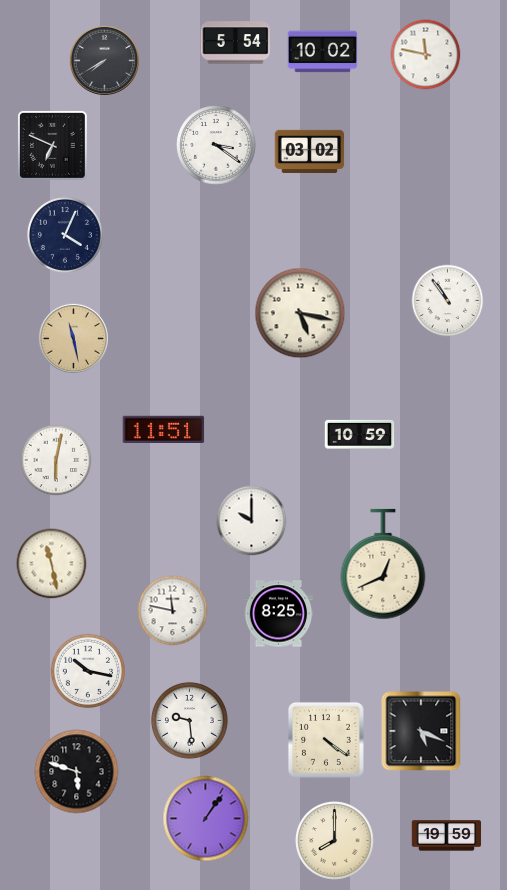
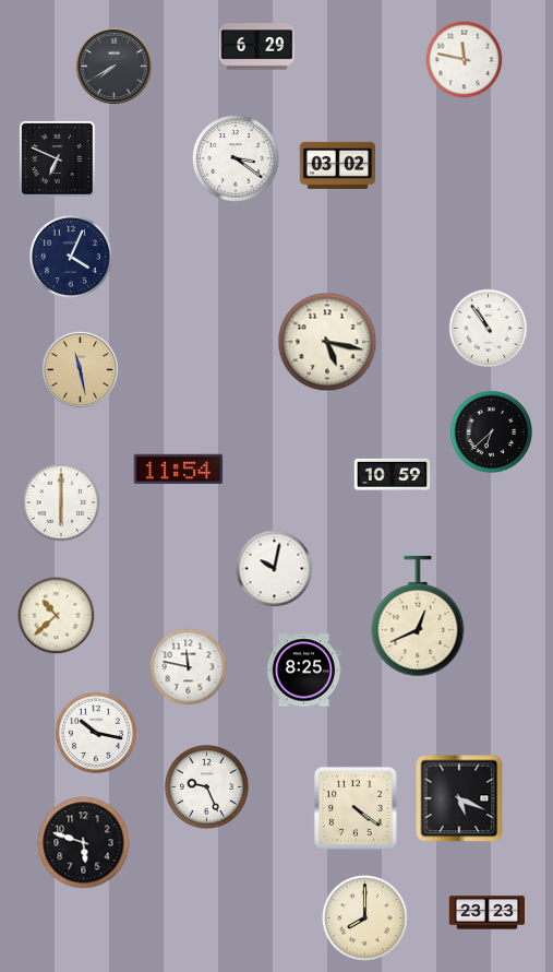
clock at (236, 43): 5:54 -> 6:29
clock at (323, 52): 10:02 -> none
clock at (491, 431): none -> 6:38
clock at (164, 429): 11:51 -> 11:54
clock at (56, 460): 6:02 -> 6:00
clock at (252, 521): 10:00 -> 10:02
clock at (52, 564): 11:28 -> 10:38
clock at (189, 720): 9:29 -> 9:26
clock at (206, 819): 1:06 -> none
clock at (447, 836): 19:59 -> 23:23
